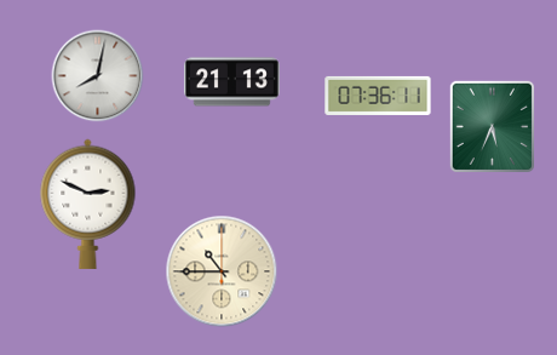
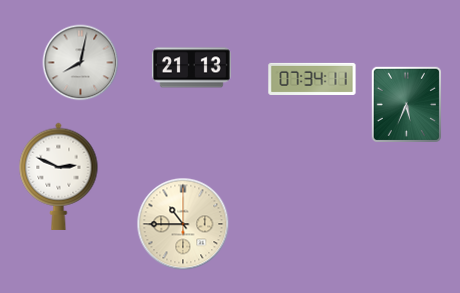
clock at (378, 96): 07:36 -> 07:34
clock at (88, 204) position: (88, 204) -> (59, 176)
